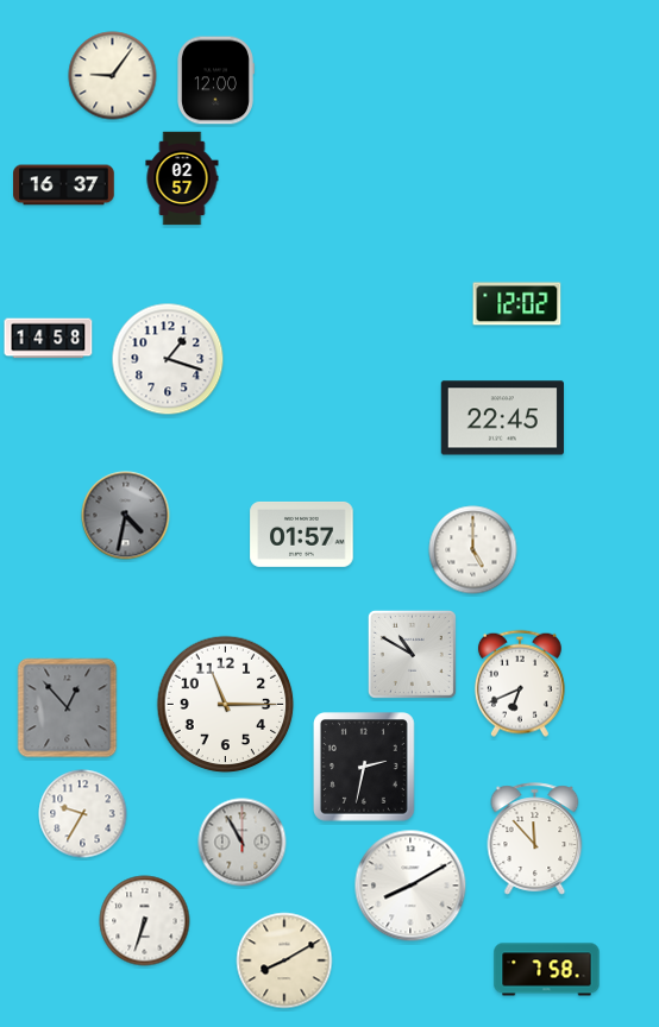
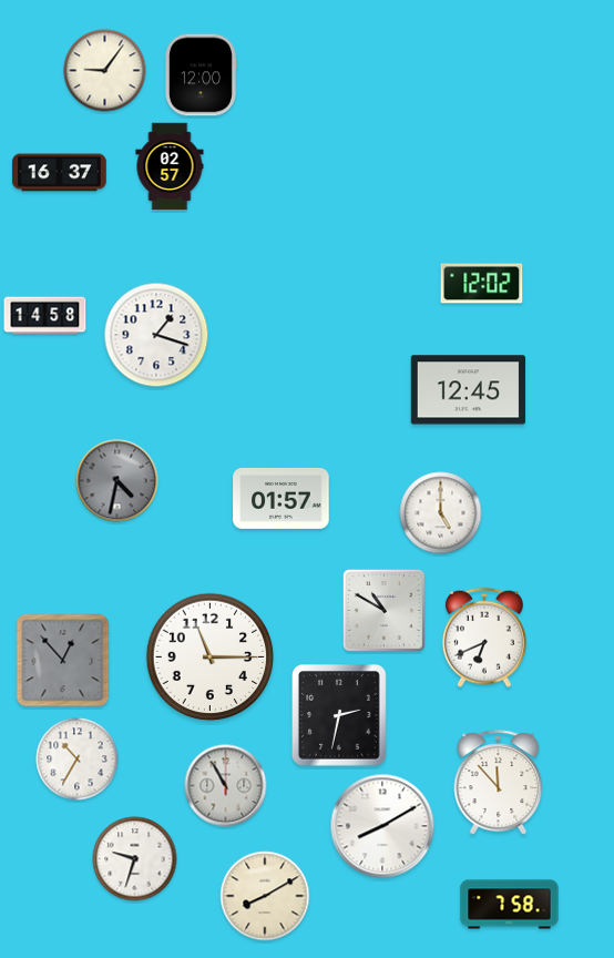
clock at (502, 418): 22:45 -> 12:45
clock at (83, 814): 9:35 -> 10:35
clock at (145, 921): 6:33 -> 9:33
